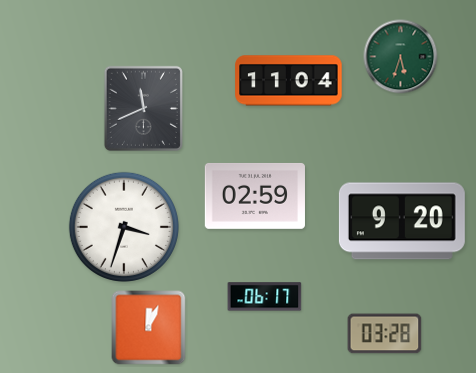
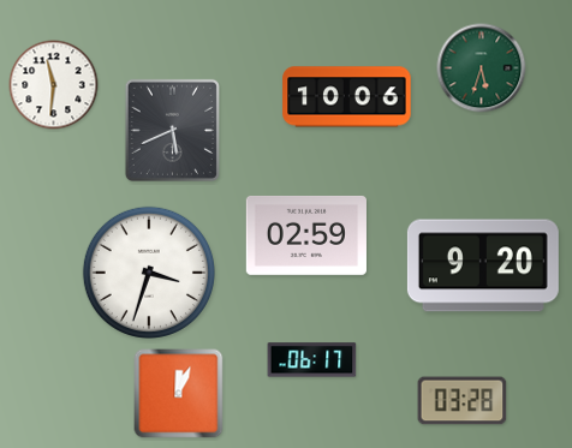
clock at (54, 85): none -> 11:31
clock at (289, 81): 11:04 -> 10:06
clock at (143, 108): 11:41 -> 5:41
clock at (265, 297) position: (265, 297) -> (312, 360)
